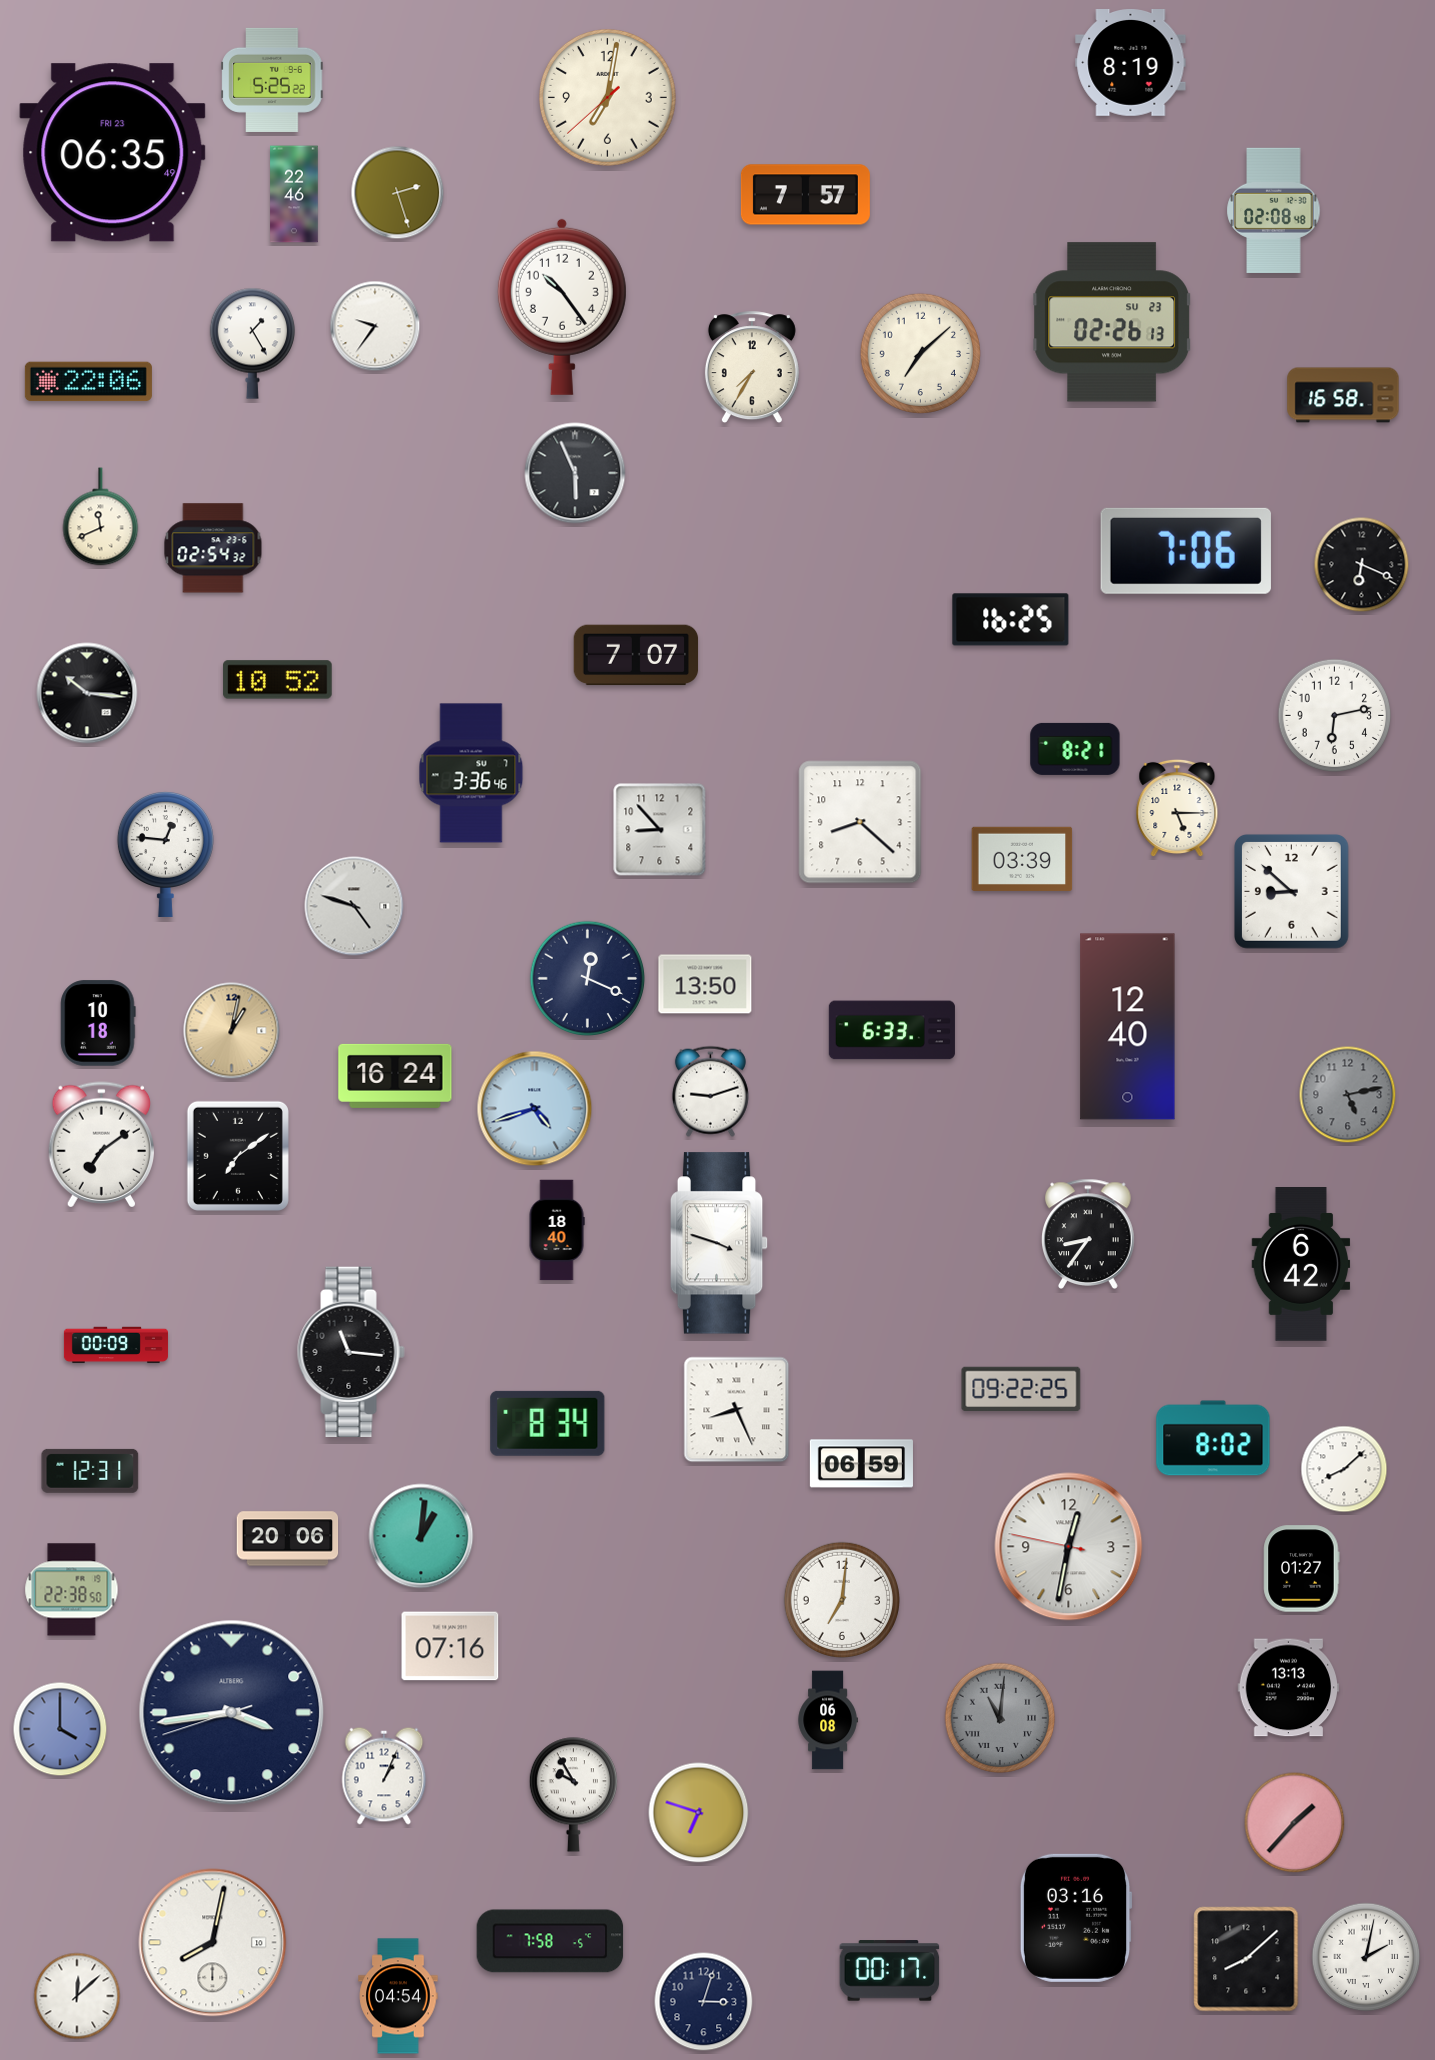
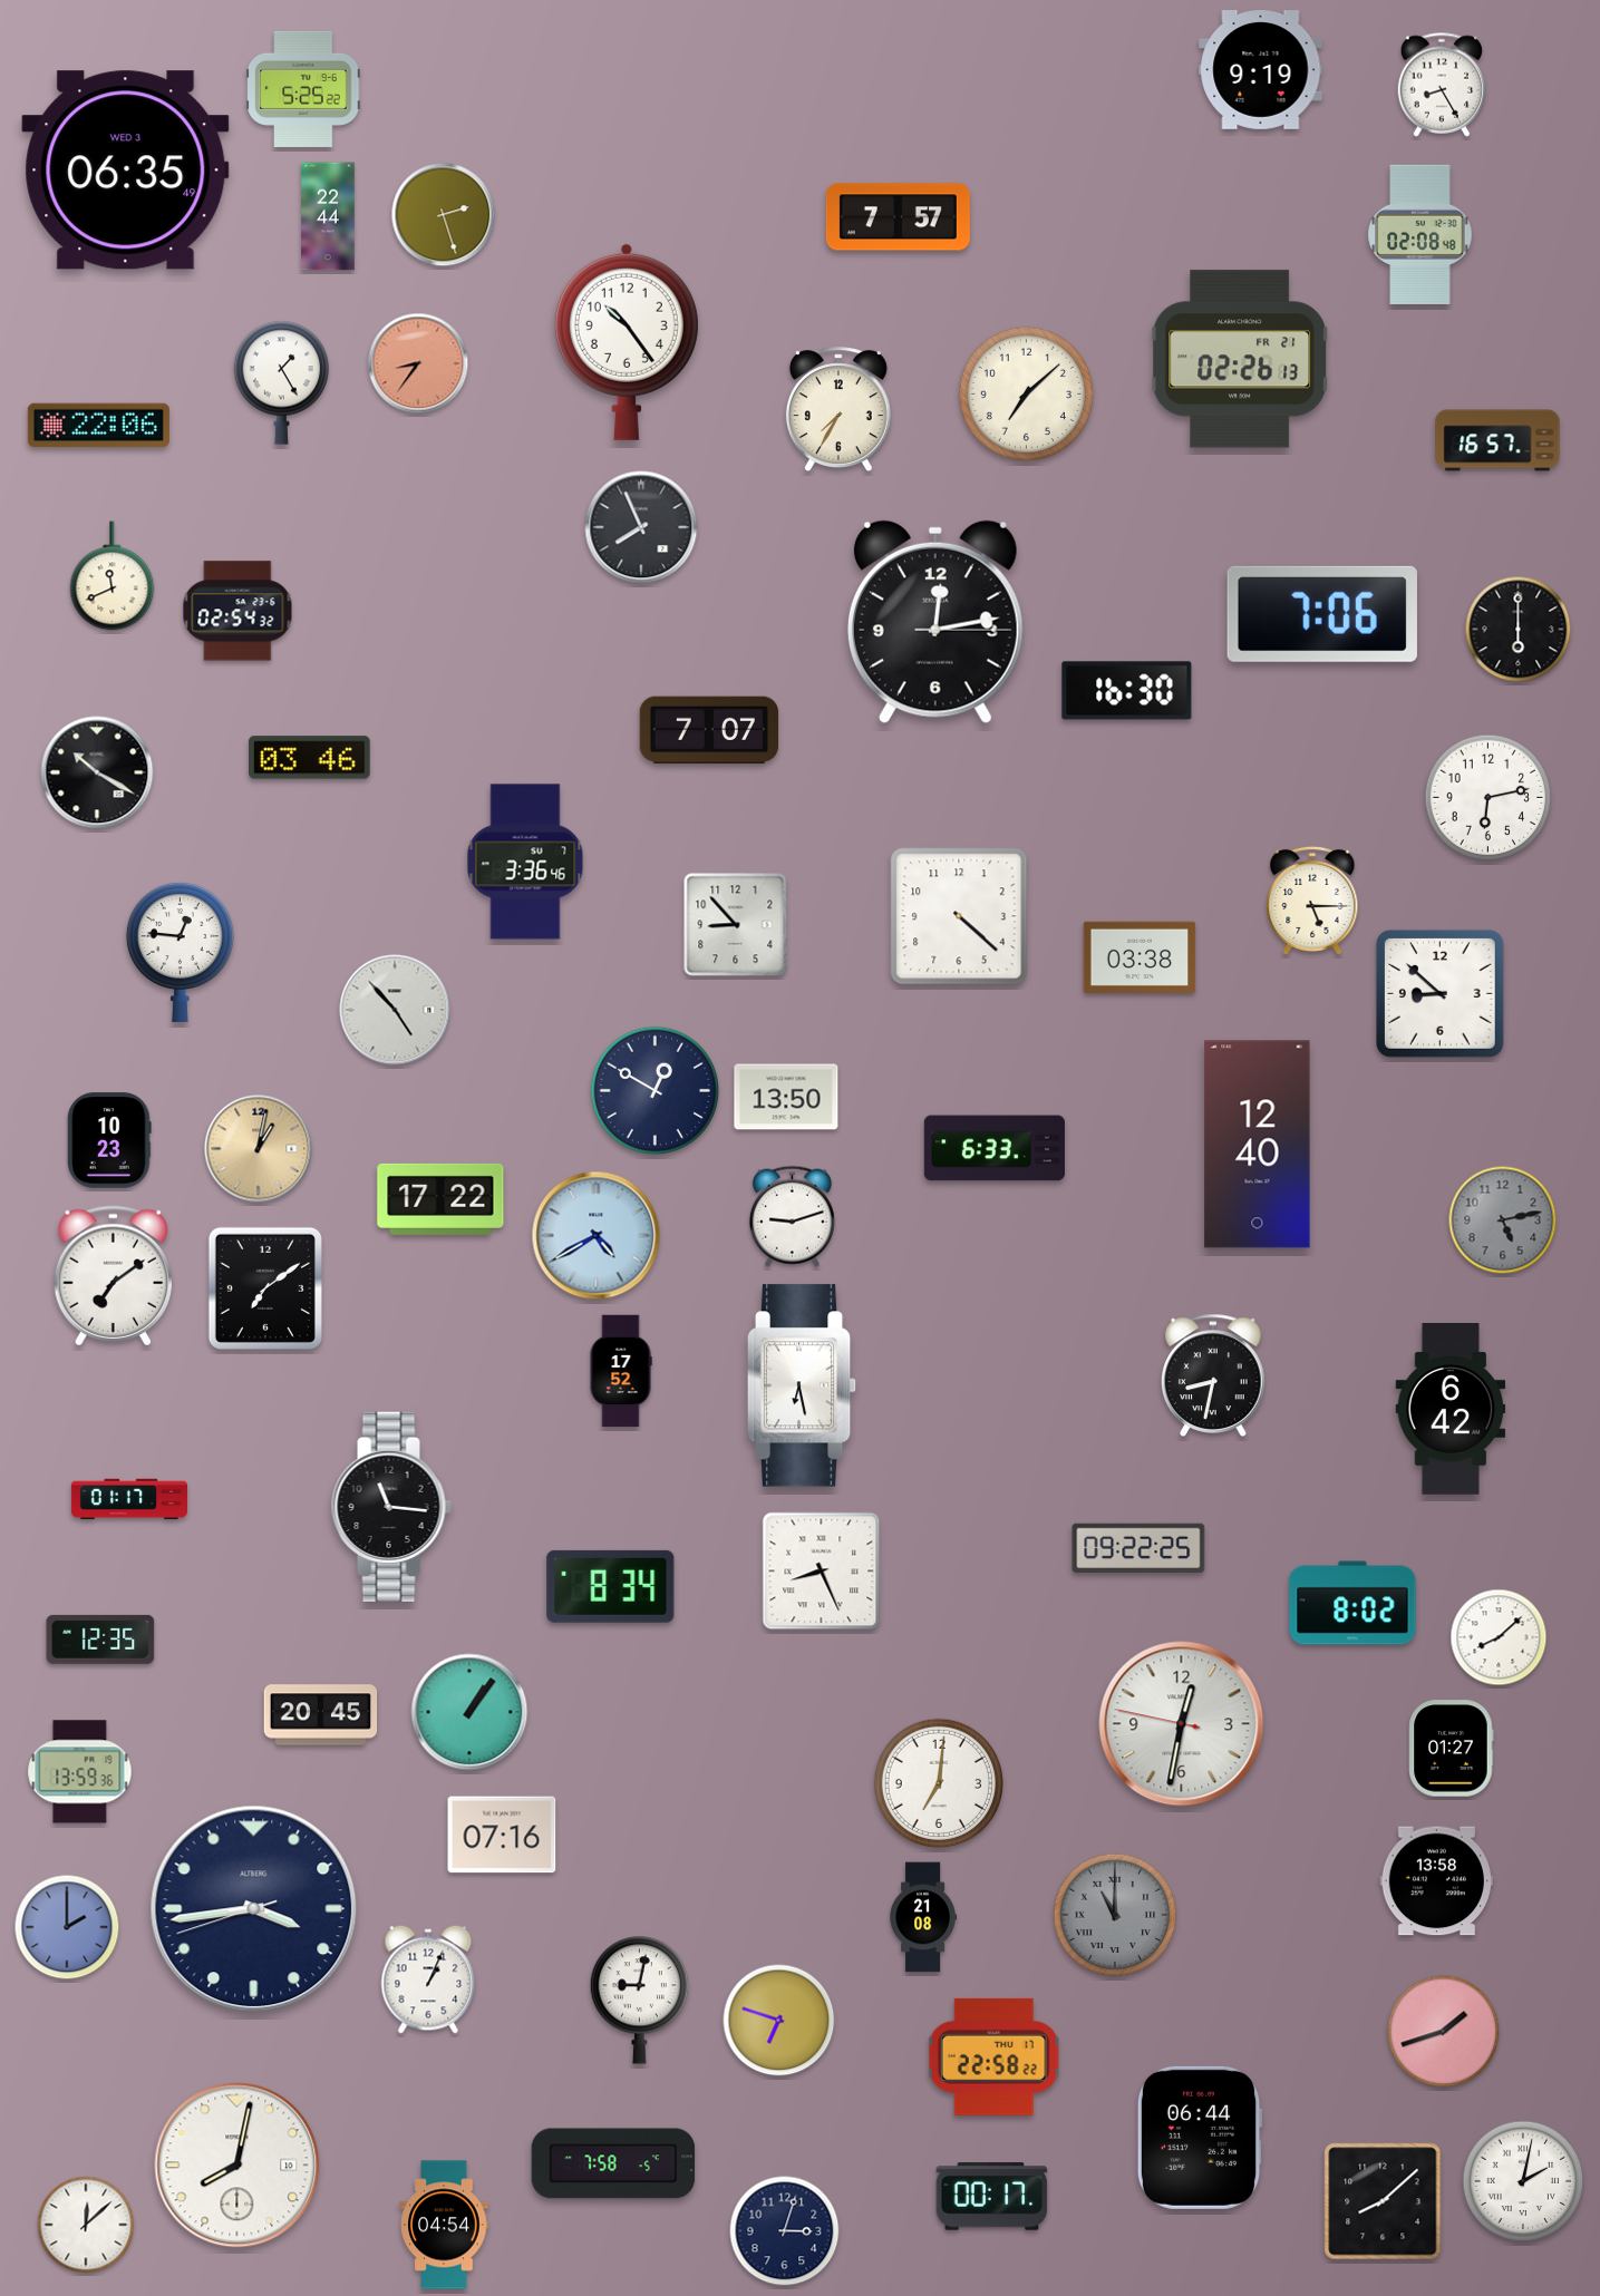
clock at (1131, 63): 8:19 -> 9:19
clock at (1442, 85): none -> 8:25
clock at (607, 97): 7:01 -> none
clock at (113, 153) date: FRI 23 -> WED 3
clock at (294, 194): 22:46 -> 22:44
clock at (1113, 322) date: SU 23 -> FR 21
clock at (375, 326): 9:36 -> 8:36
clock at (375, 326) dial: white -> salmon
clock at (1343, 395): 16:58 -> 16:57
clock at (575, 473): 5:56 -> 7:56
clock at (935, 622): none -> 12:13
clock at (1362, 565): 6:19 -> 6:00
clock at (1011, 620): 16:25 -> 16:30
clock at (278, 680): 10:52 -> 03:46
clock at (87, 693): 10:16 -> 10:20
clock at (1075, 749): 8:21 -> none
clock at (860, 822): 8:22 -> 4:22
clock at (165, 854) position: (165, 854) -> (180, 952)
clock at (1022, 859): 03:39 -> 03:38
clock at (354, 906): 4:48 -> 4:53
clock at (588, 979): 12:19 -> 12:50
clock at (98, 1023): 10:18 -> 10:23
clock at (395, 1076): 16:24 -> 17:22
clock at (535, 1109): 4:42 -> 4:40
clock at (557, 1230): 18:40 -> 17:52
clock at (1089, 1234): 8:36 -> 8:32
clock at (719, 1243): 3:48 -> 6:28
clock at (116, 1345): 00:09 -> 01:17
clock at (861, 1464): 06:59 -> none
clock at (90, 1471): 12:31 -> 12:35
clock at (421, 1536): 1:01 -> 1:06
clock at (288, 1539): 20:06 -> 20:45
clock at (1069, 1547) position: (1069, 1547) -> (1182, 1724)
clock at (72, 1590): 22:38 -> 13:59
clock at (1289, 1688): 13:13 -> 13:58
clock at (232, 1713) position: (232, 1713) -> (254, 1909)
clock at (1000, 1718): 11:01 -> 11:00
clock at (828, 1720): 06:08 -> 21:08
clock at (60, 1729): 4:00 -> 2:00
clock at (573, 1795): 9:55 -> 9:02
clock at (1295, 1823): 1:37 -> 1:42
clock at (993, 2056): none -> 22:58
clock at (1076, 1918): 03:16 -> 06:44
clock at (1246, 1959) position: (1246, 1959) -> (1383, 2201)
